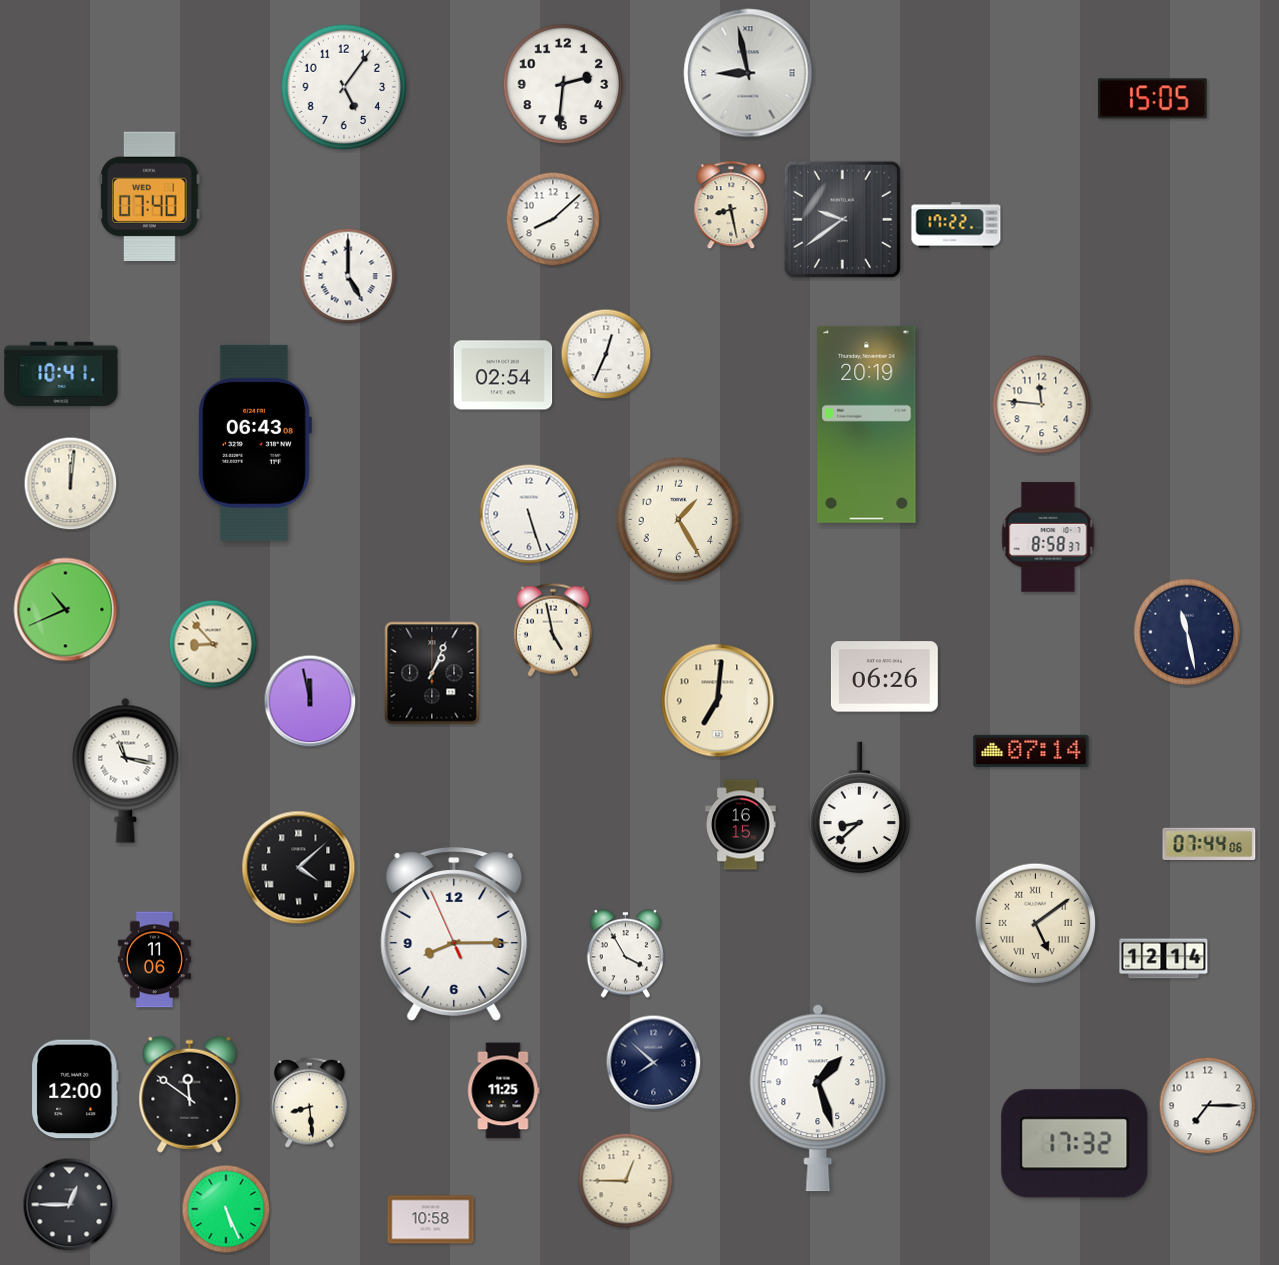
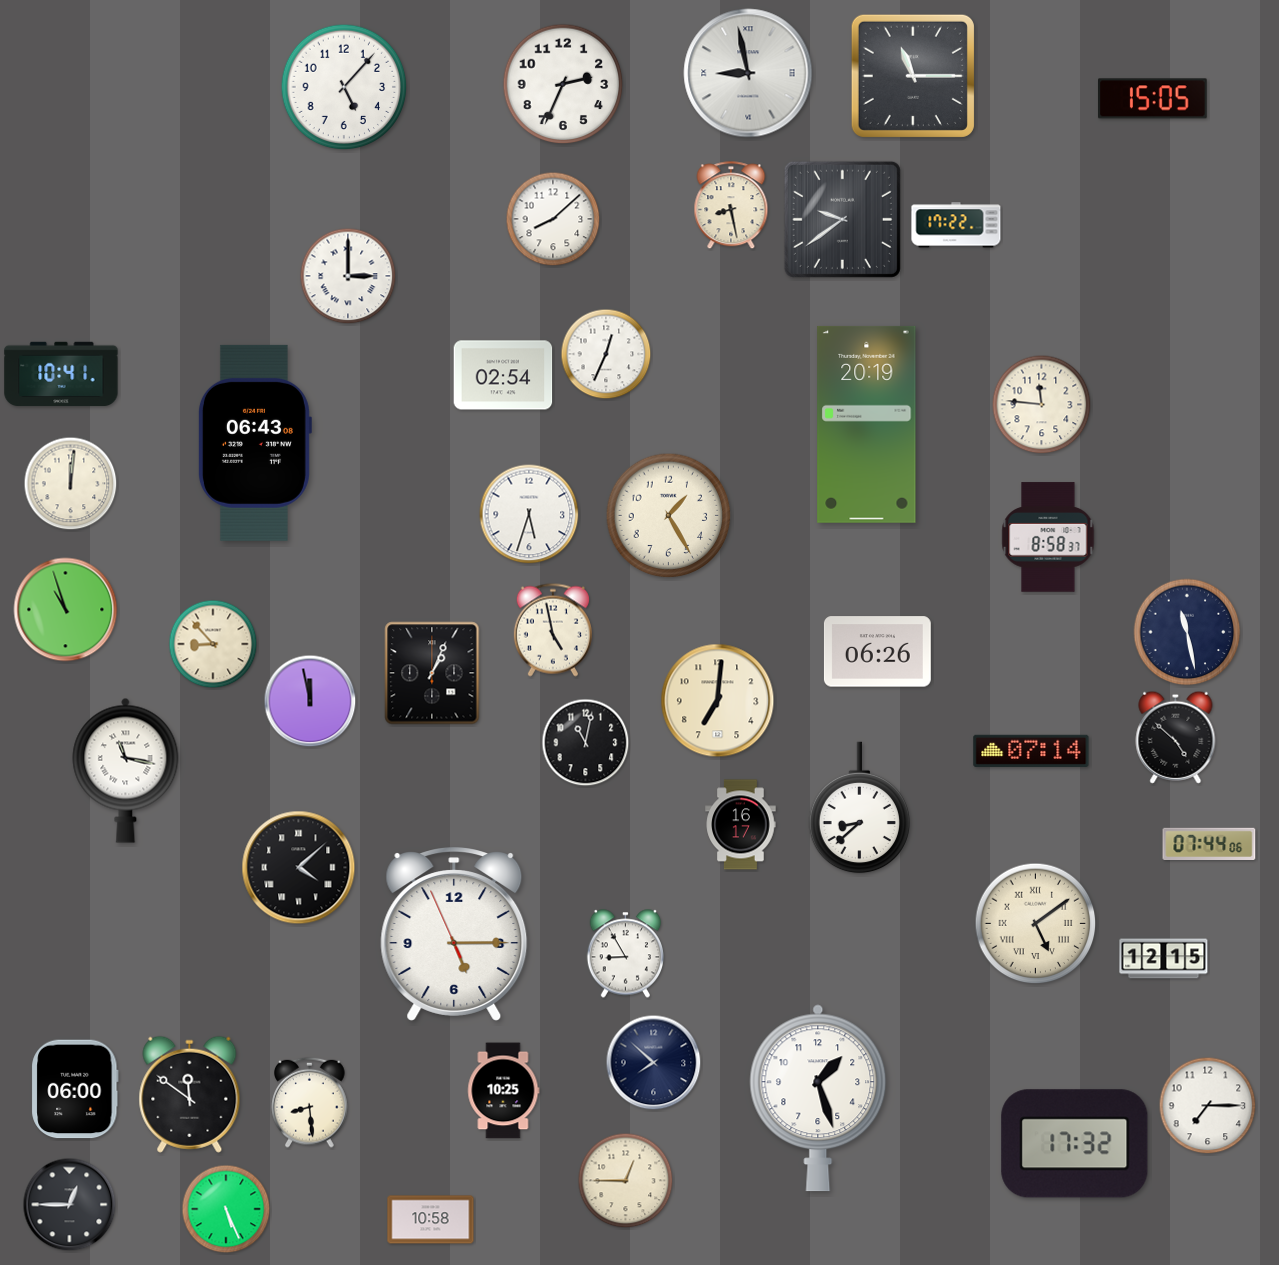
clock at (913, 76): none -> 11:15
clock at (563, 84): 2:31 -> 2:34
clock at (344, 87): 5:06 -> 5:07
clock at (150, 196): 07:40 -> none
clock at (348, 276): 5:00 -> 3:00
clock at (529, 514): 5:27 -> 5:33
clock at (679, 520) position: (679, 520) -> (669, 516)
clock at (66, 610): 10:41 -> 10:57
clock at (884, 677) position: (884, 677) -> (877, 652)
clock at (1176, 737): none -> 4:52
clock at (586, 743): none -> 11:02
clock at (741, 825): 16:15 -> 16:17
clock at (454, 934): 8:14 -> 5:14
clock at (625, 954): 3:55 -> 8:55
clock at (1164, 959): 12:14 -> 12:15
clock at (154, 960): 11:06 -> none
clock at (75, 1089): 12:00 -> 06:00
clock at (504, 1091): 11:25 -> 10:25
